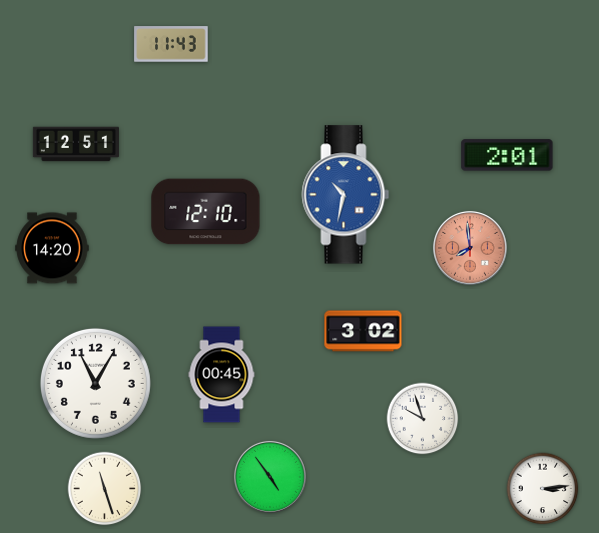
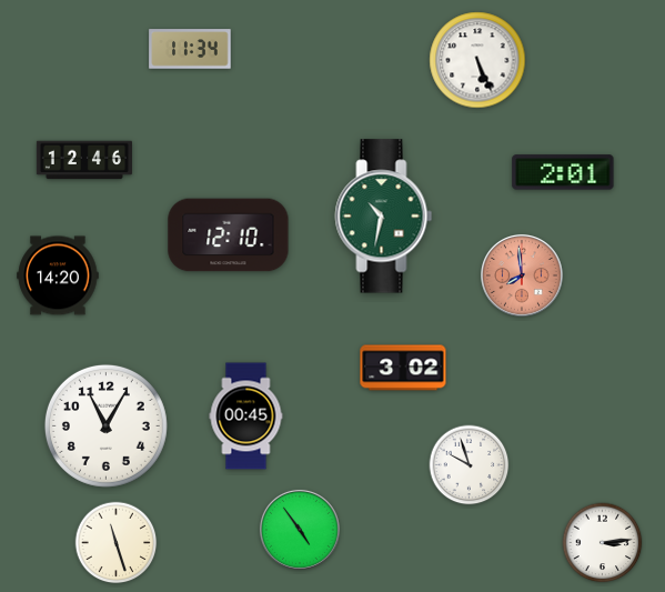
clock at (171, 44): 11:43 -> 11:34
clock at (477, 60): none -> 5:26
clock at (76, 144): 12:51 -> 12:46
clock at (346, 195) dial: blue -> green
